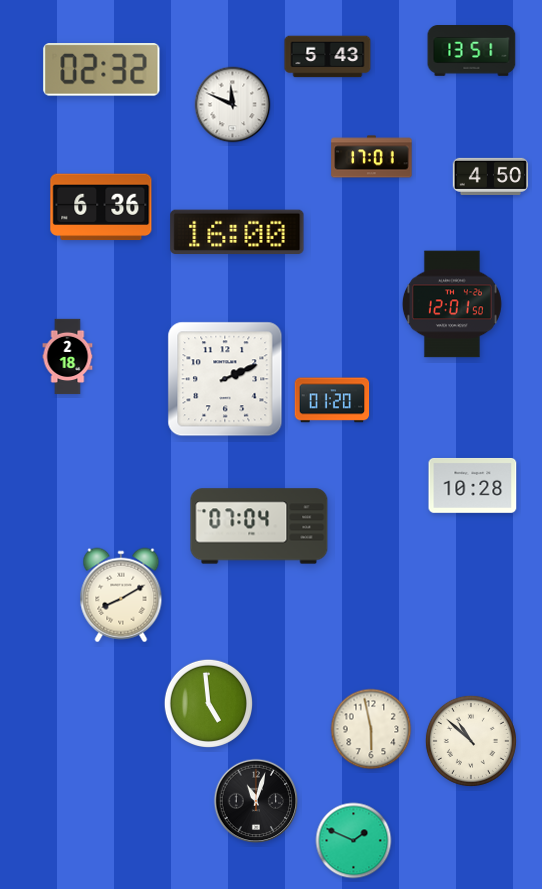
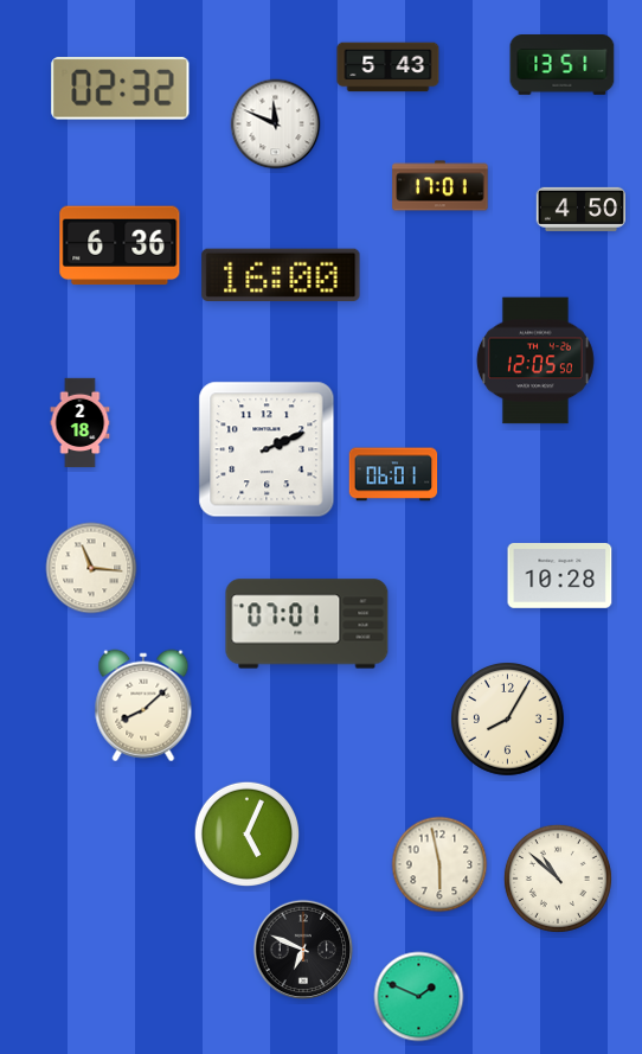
clock at (472, 51) position: (472, 51) -> (563, 65)
clock at (102, 70) position: (102, 70) -> (121, 89)
clock at (452, 304): 12:01 -> 12:05
clock at (332, 400): 01:20 -> 06:01
clock at (91, 568): none -> 11:16
clock at (259, 526): 07:04 -> 07:01
clock at (121, 595): 8:10 -> 8:08
clock at (508, 720): none -> 8:05
clock at (208, 703): 4:59 -> 5:04
clock at (256, 801): 11:03 -> 6:49
